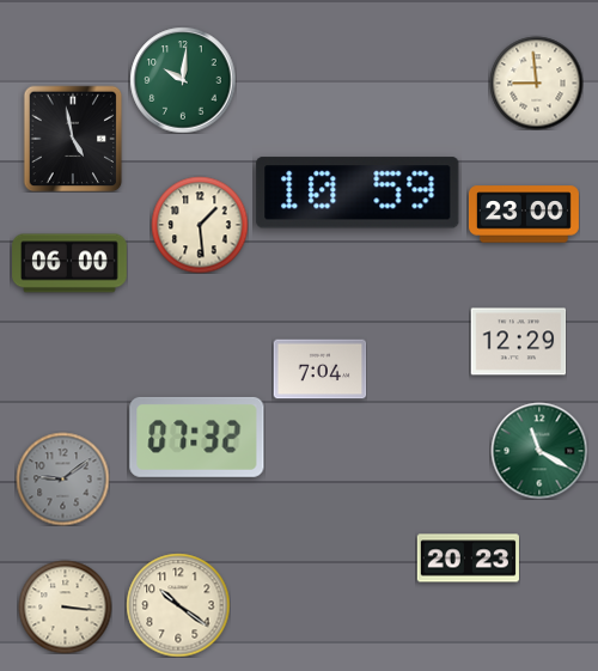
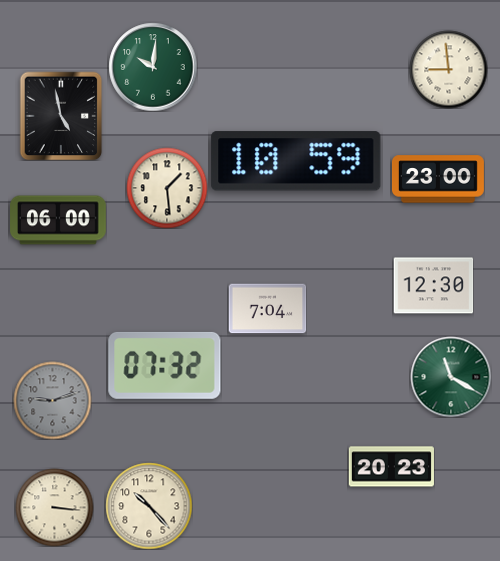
clock at (358, 193) position: (358, 193) -> (296, 161)
clock at (518, 342): 12:29 -> 12:30
clock at (62, 478): 9:09 -> 9:12
clock at (178, 605): 10:21 -> 10:23
